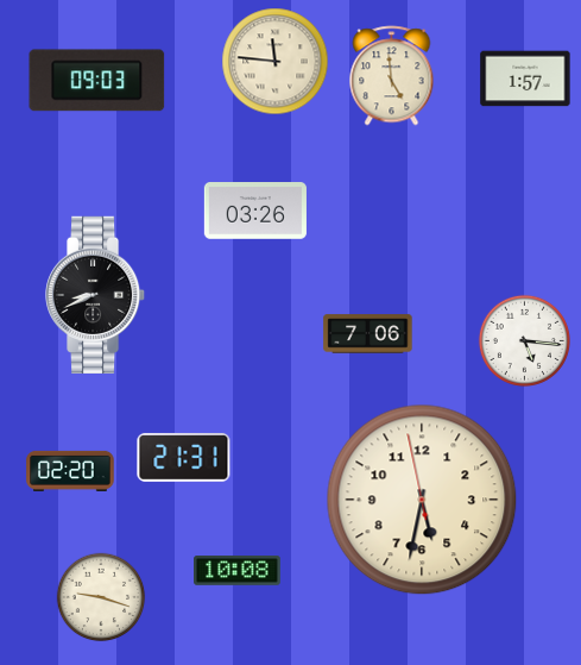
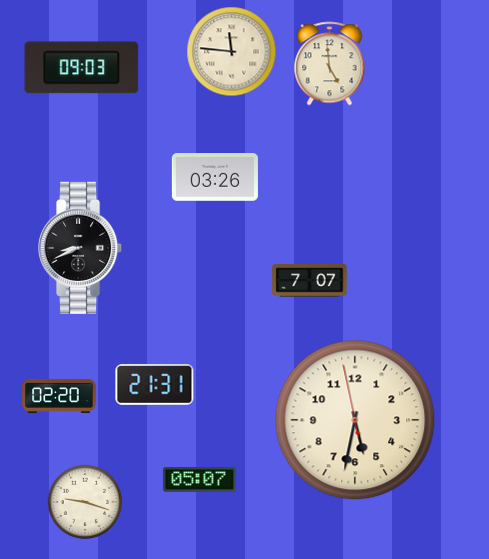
clock at (525, 79): 1:57 -> none
clock at (368, 334): 7:06 -> 7:07
clock at (524, 340): 5:16 -> none
clock at (238, 571): 10:08 -> 05:07
